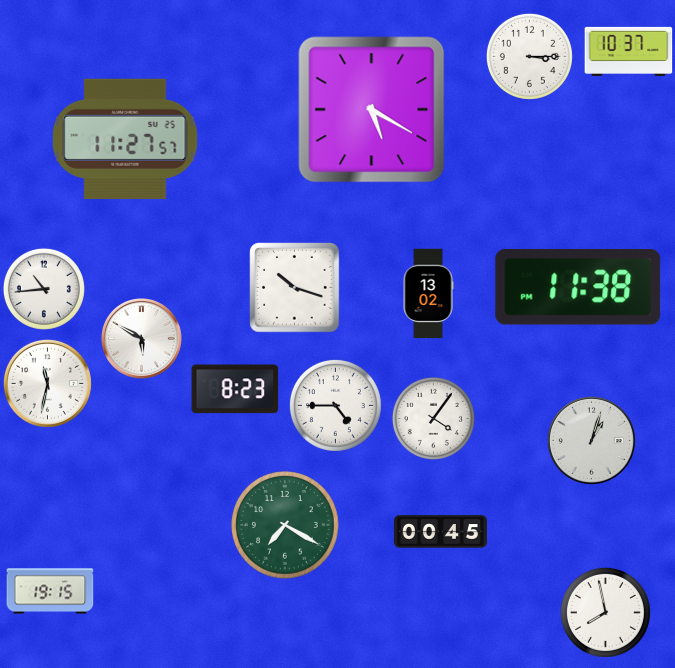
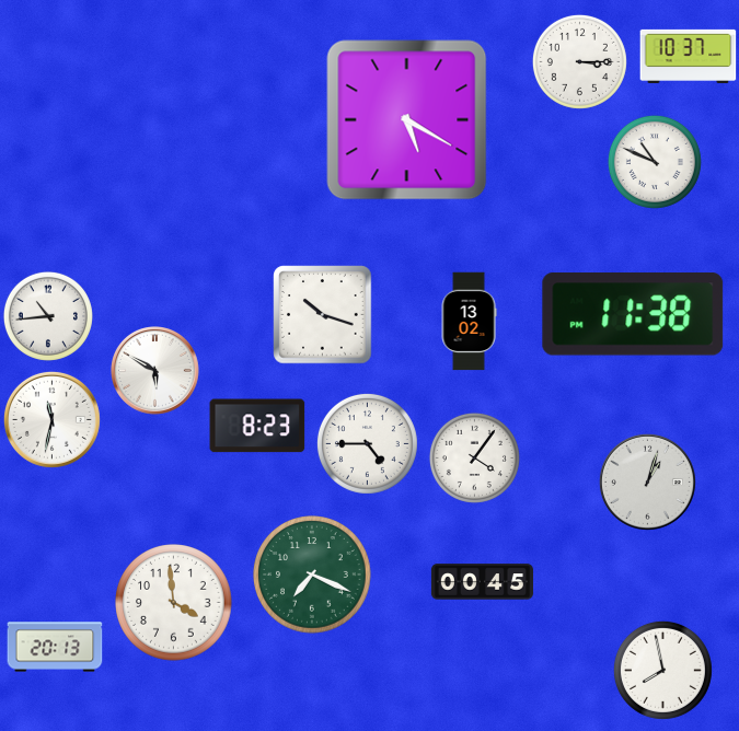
clock at (125, 139): 11:27 -> none
clock at (655, 162): none -> 10:49
clock at (285, 525): 7:20 -> 7:19
clock at (174, 603): none -> 3:59
clock at (50, 591): 19:15 -> 20:13
